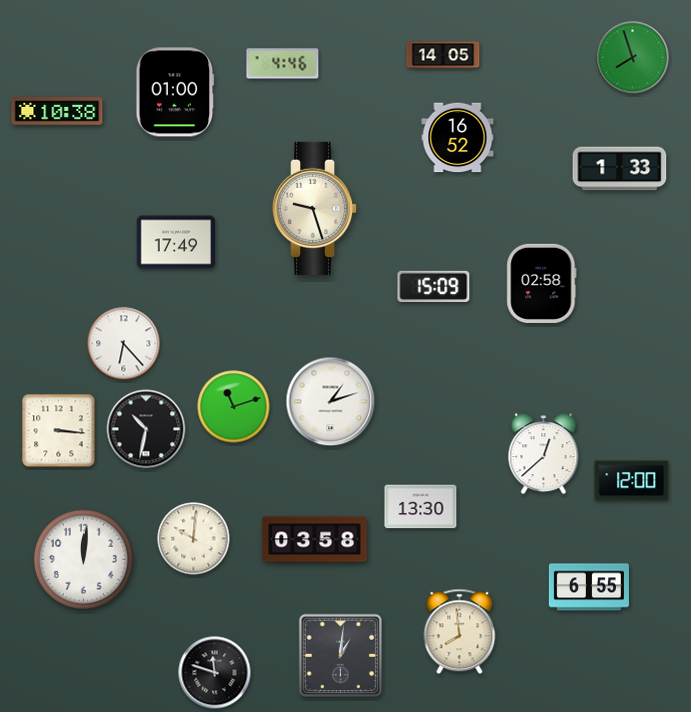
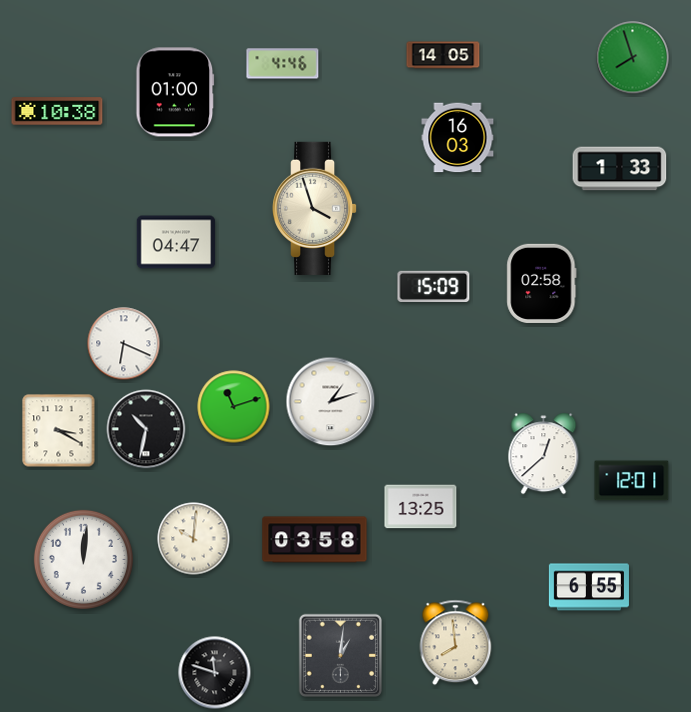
clock at (458, 138): 16:52 -> 16:03
clock at (316, 208): 9:27 -> 3:57
clock at (176, 242): 17:49 -> 04:47
clock at (124, 344): 6:23 -> 6:19
clock at (59, 431): 3:16 -> 3:20
clock at (632, 481): 12:00 -> 12:01
clock at (421, 507): 13:30 -> 13:25
clock at (460, 632) position: (460, 632) -> (456, 643)
